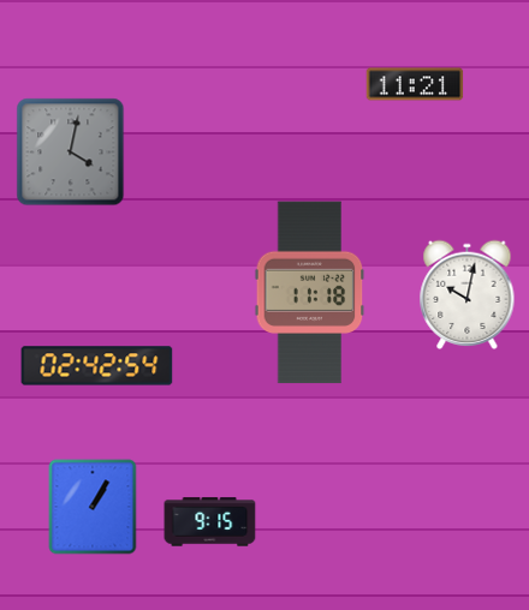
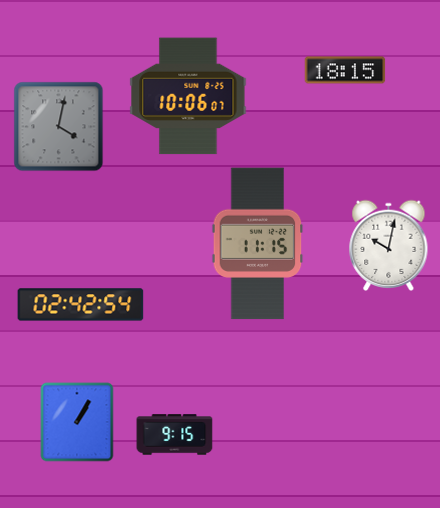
clock at (415, 84): 11:21 -> 18:15
clock at (188, 96): none -> 10:06
clock at (310, 293): 11:18 -> 11:15
